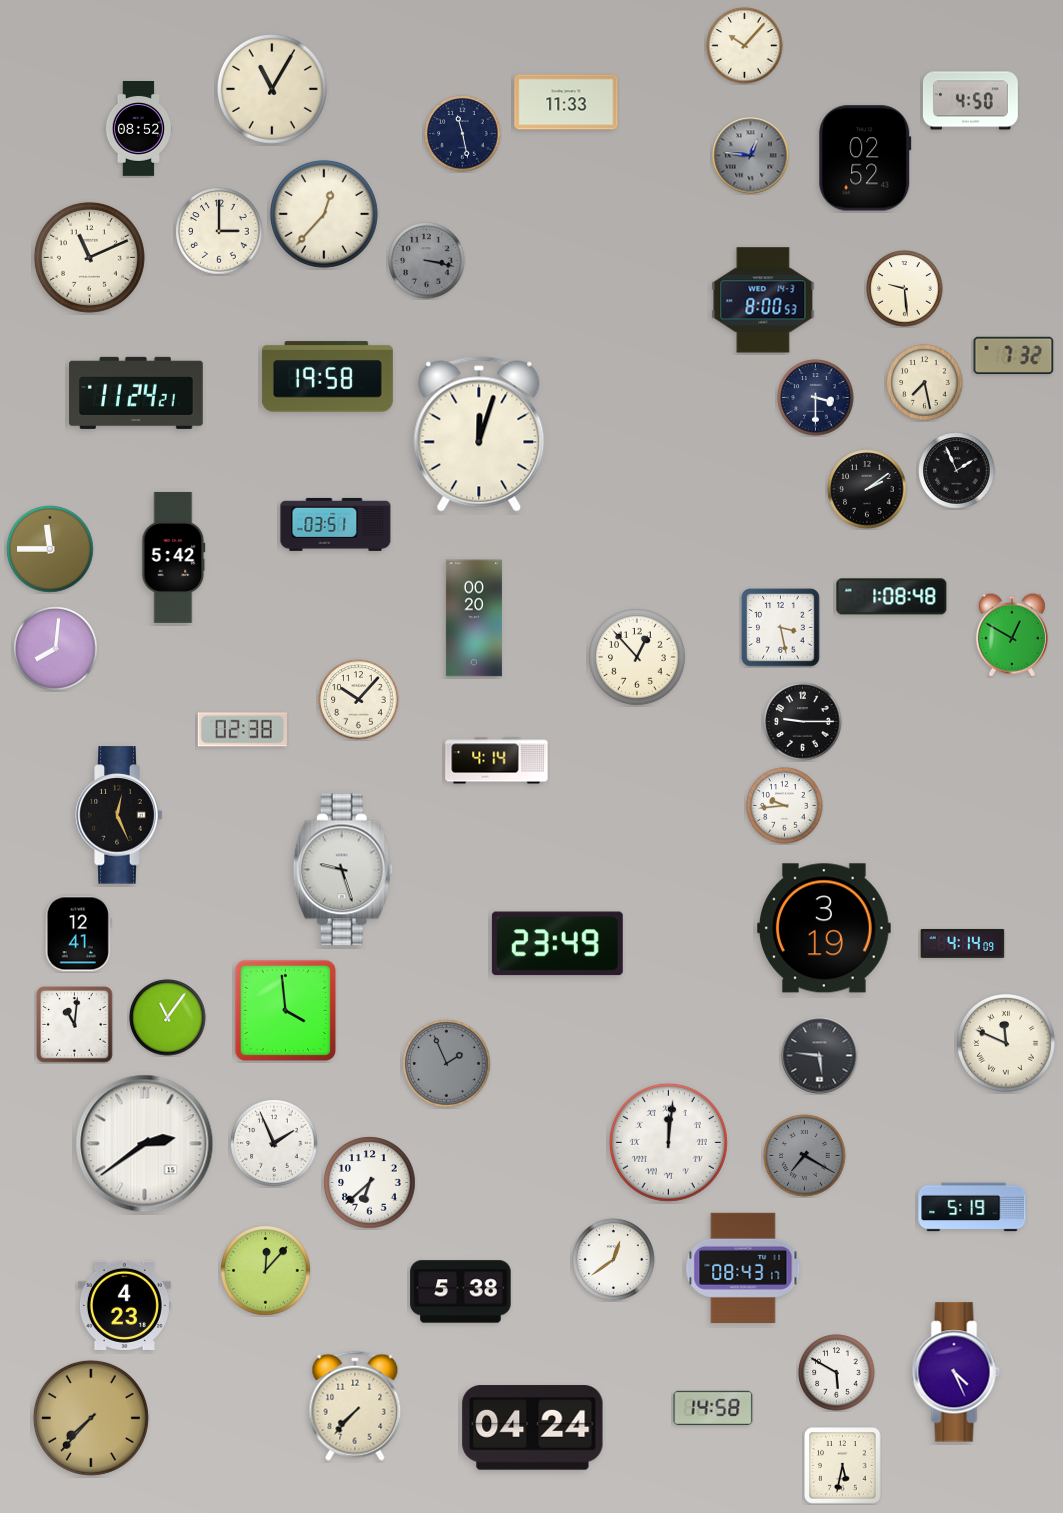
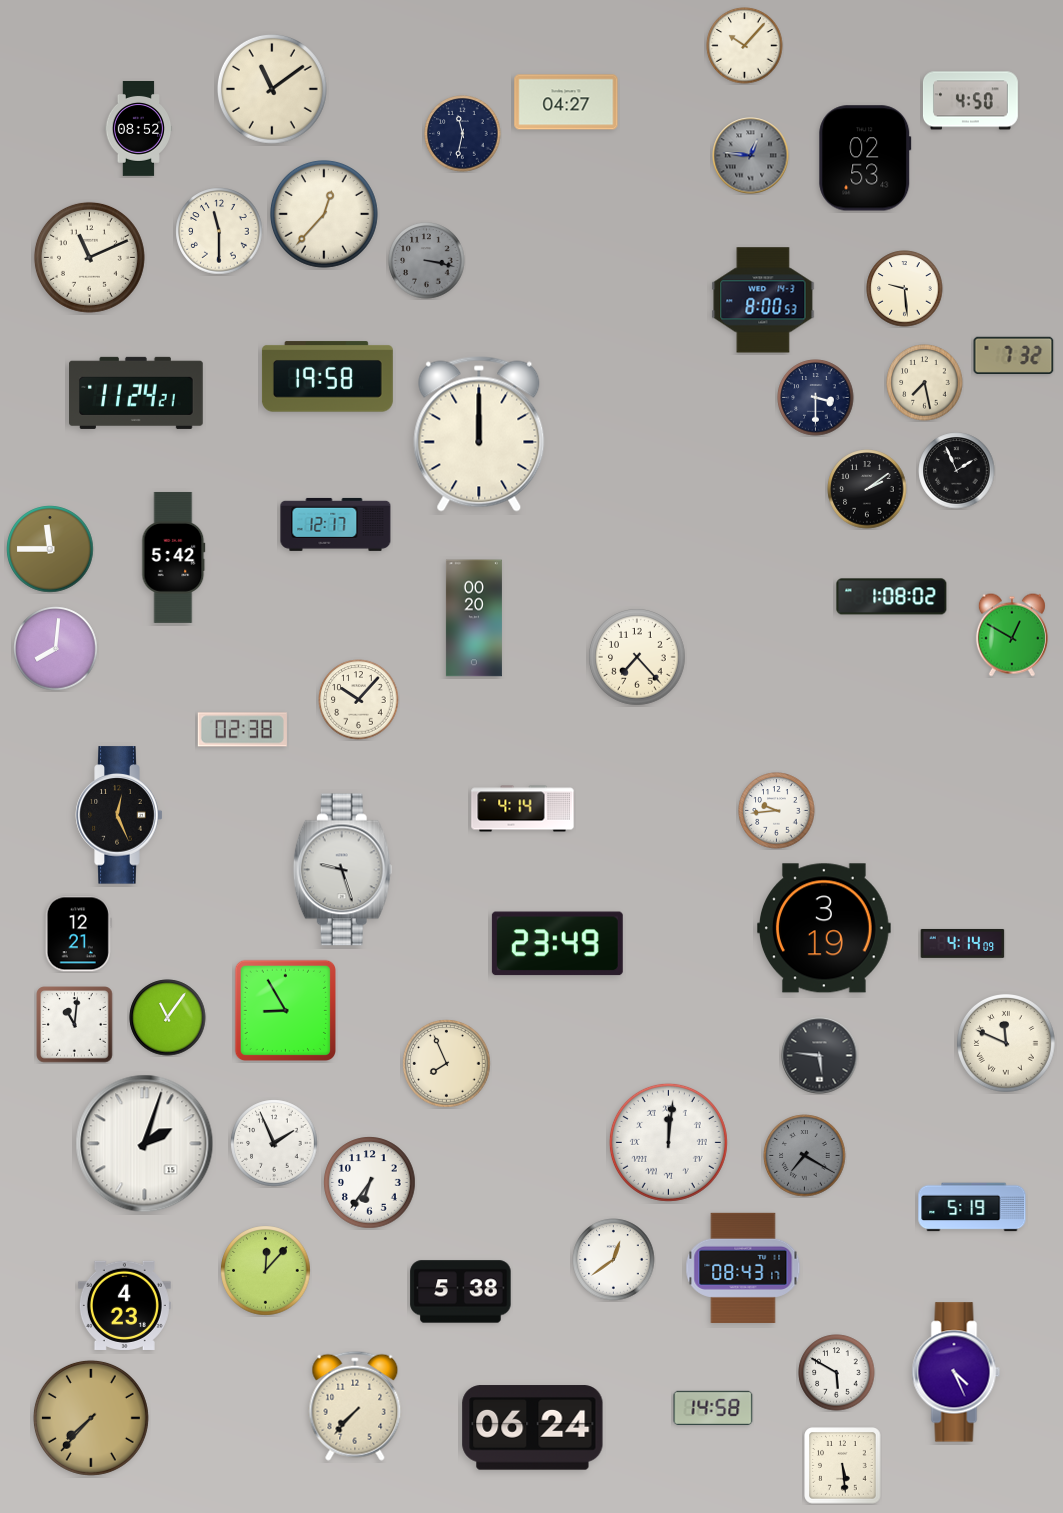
clock at (272, 89): 11:05 -> 11:09
clock at (566, 102): 11:33 -> 04:27
clock at (463, 134): 11:28 -> 11:32
clock at (865, 158): 02:52 -> 02:53
clock at (219, 231): 3:00 -> 11:30
clock at (479, 434): 12:03 -> 12:00
clock at (336, 524): 03:51 -> 12:17
clock at (892, 597): 1:08:48 -> 1:08:02
clock at (781, 628): 3:28 -> none
clock at (637, 657): 12:53 -> 7:23
clock at (803, 722): 9:15 -> none
clock at (497, 761) position: (497, 761) -> (523, 809)
clock at (785, 806) position: (785, 806) -> (777, 811)
clock at (78, 934): 12:41 -> 12:21
clock at (285, 1010): 3:59 -> 8:55
clock at (447, 1064): 1:56 -> 7:56
clock at (447, 1064) dial: grey -> cream
clock at (145, 1144): 2:39 -> 2:03
clock at (370, 1183): 6:38 -> 6:36
clock at (533, 1428): 04:24 -> 06:24
clock at (843, 1466): 5:32 -> 5:29
